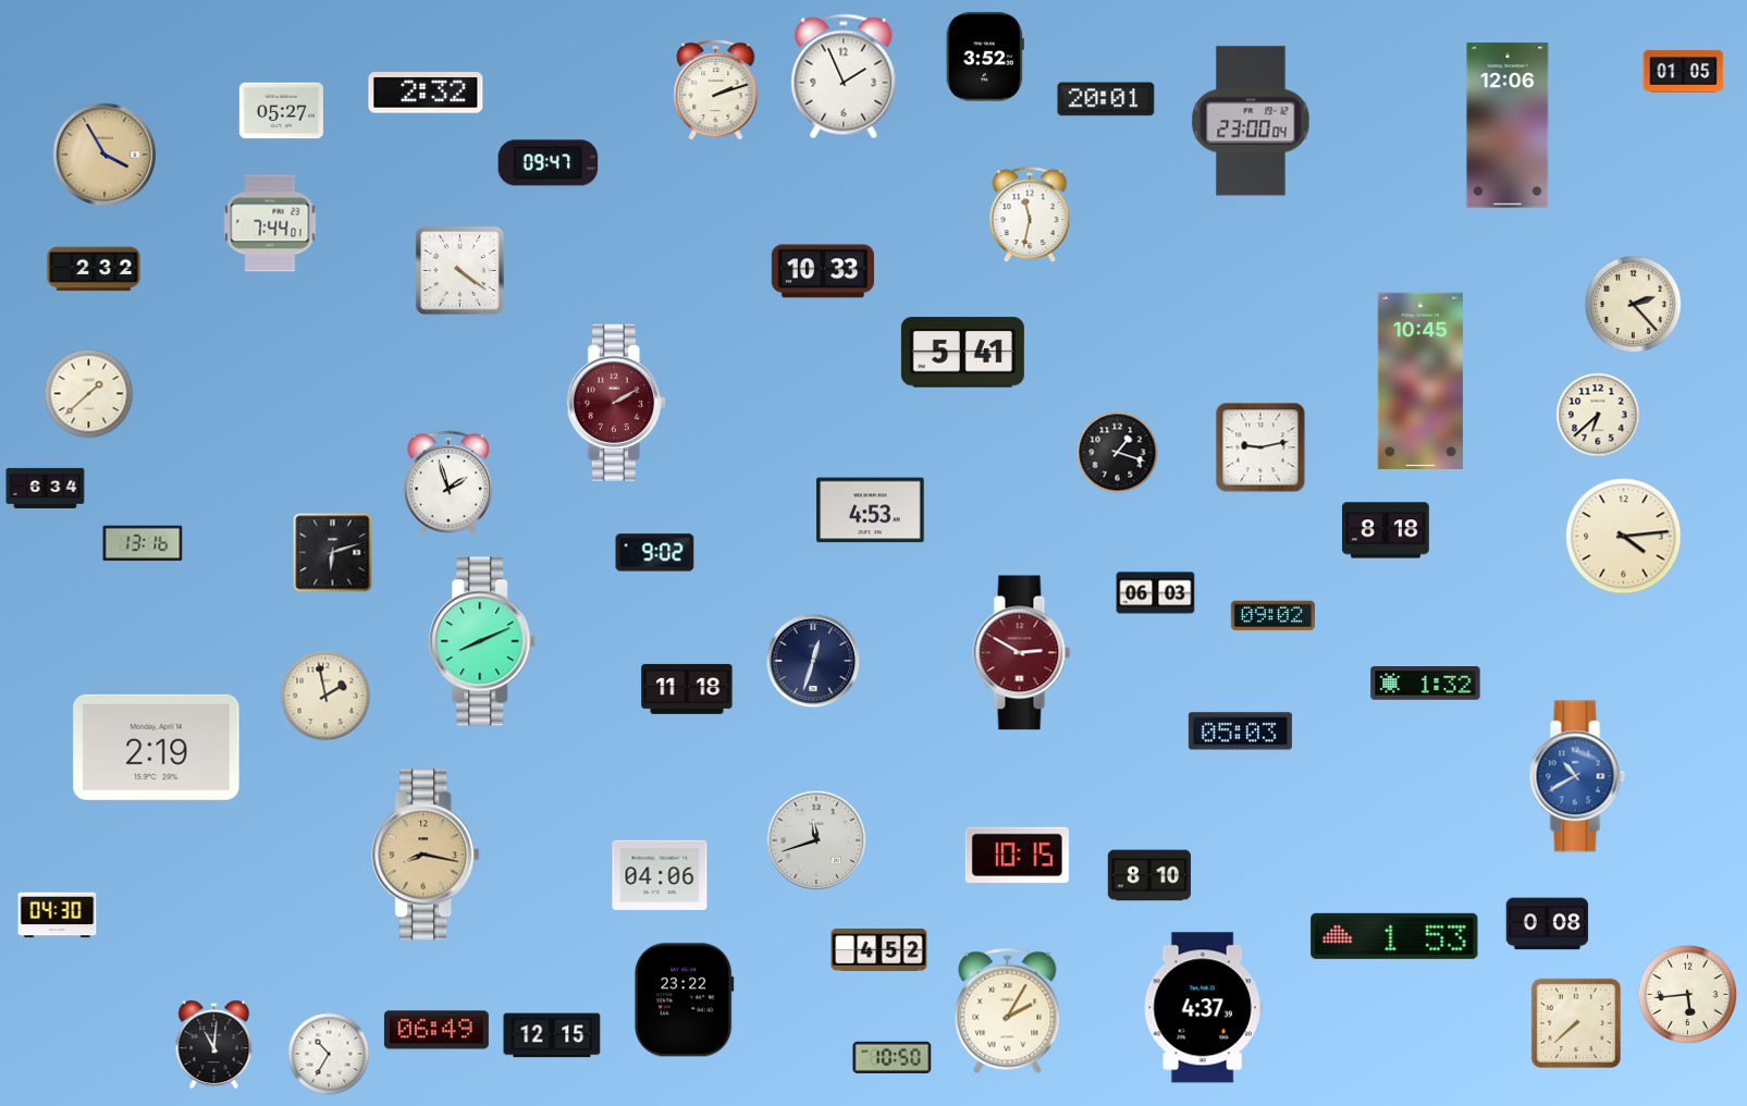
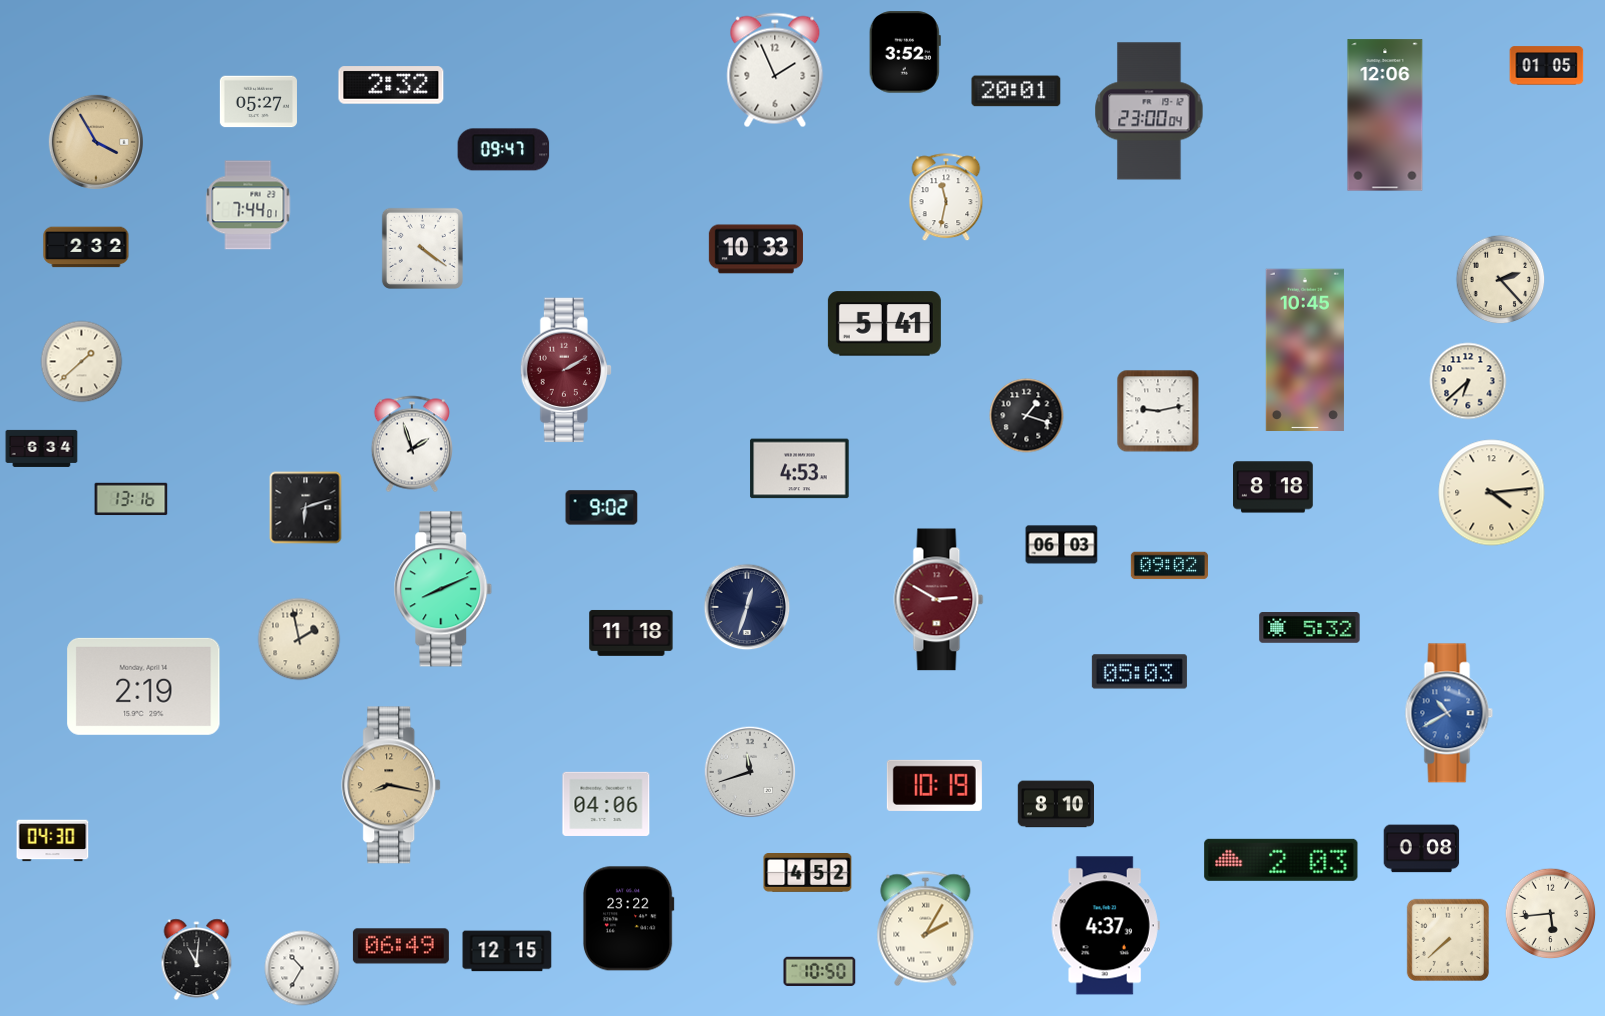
clock at (716, 89): 2:12 -> none
clock at (1426, 684): 1:32 -> 5:32
clock at (1017, 855): 10:15 -> 10:19
clock at (1394, 936): 1:53 -> 2:03
